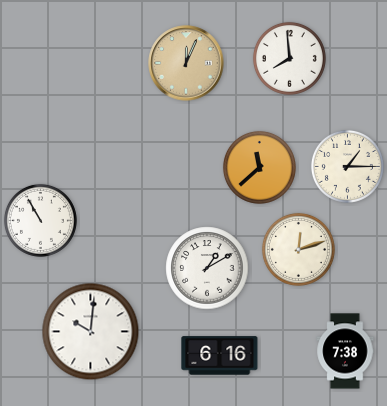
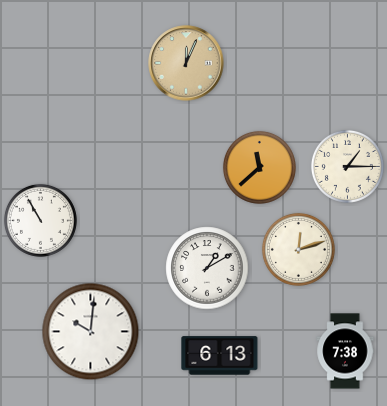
clock at (289, 58): 7:59 -> none
clock at (220, 356): 6:16 -> 6:13
